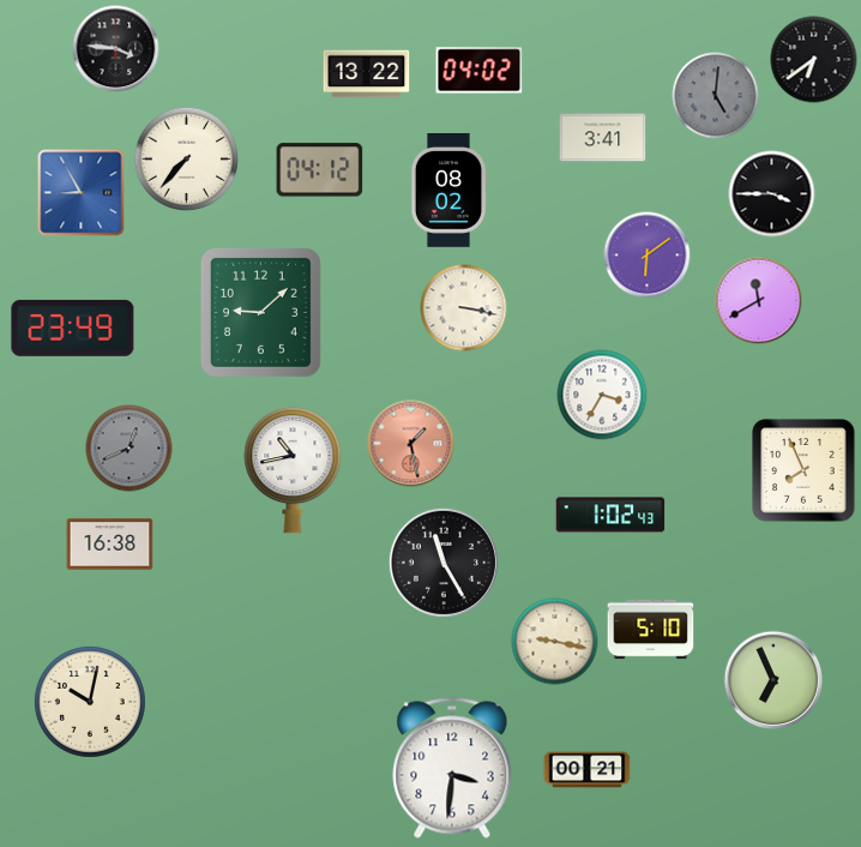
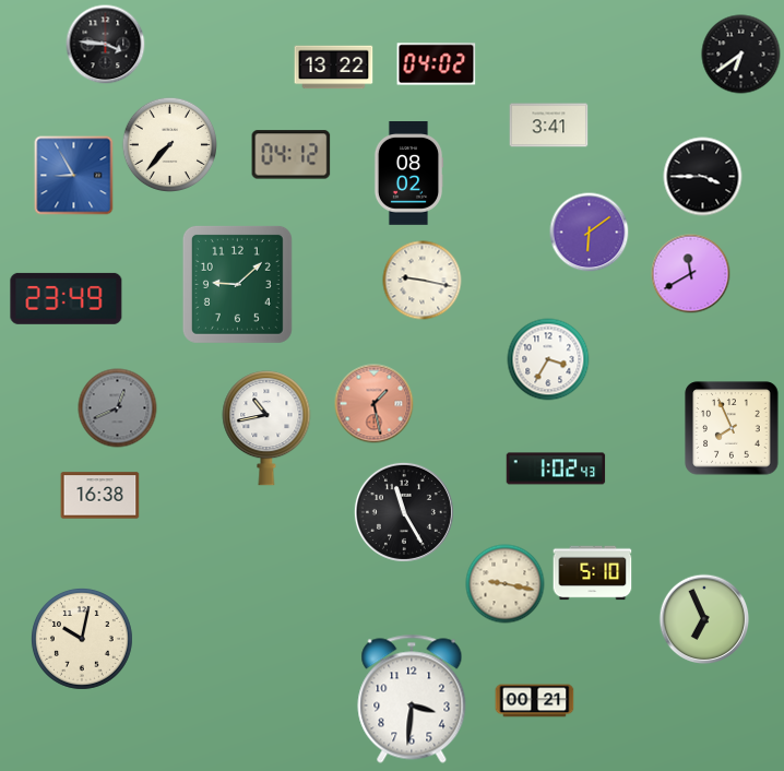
clock at (716, 96): 5:01 -> none
clock at (464, 308): 3:17 -> 9:17
